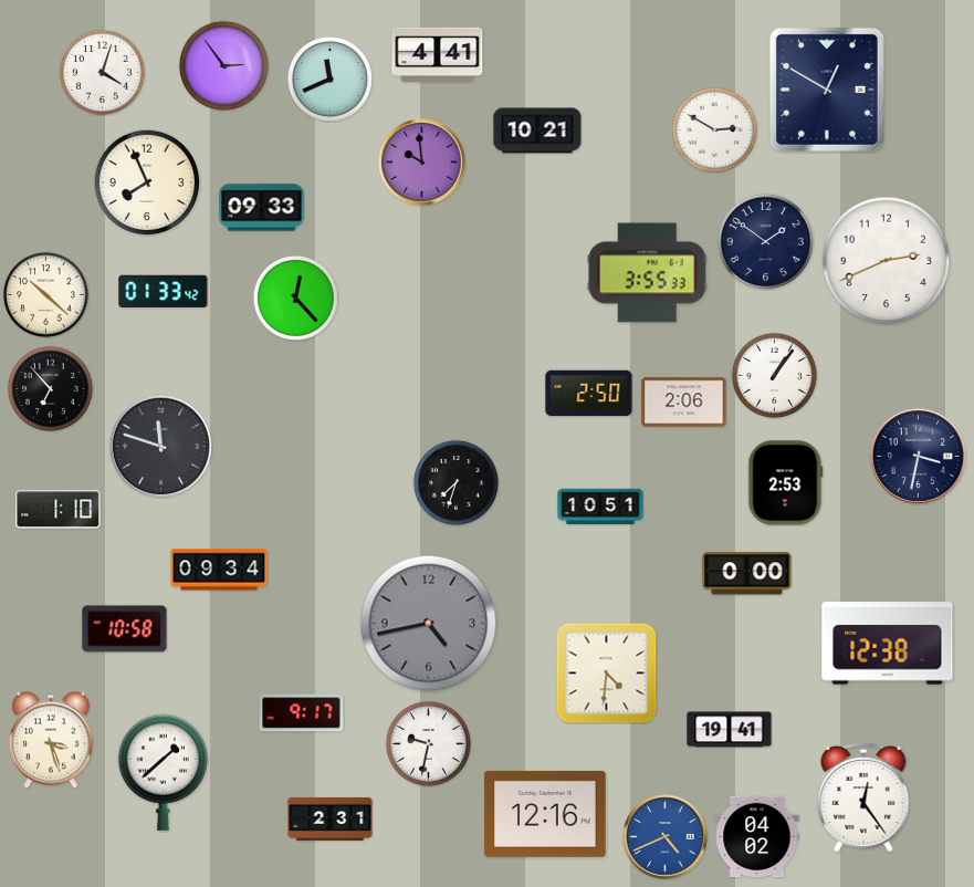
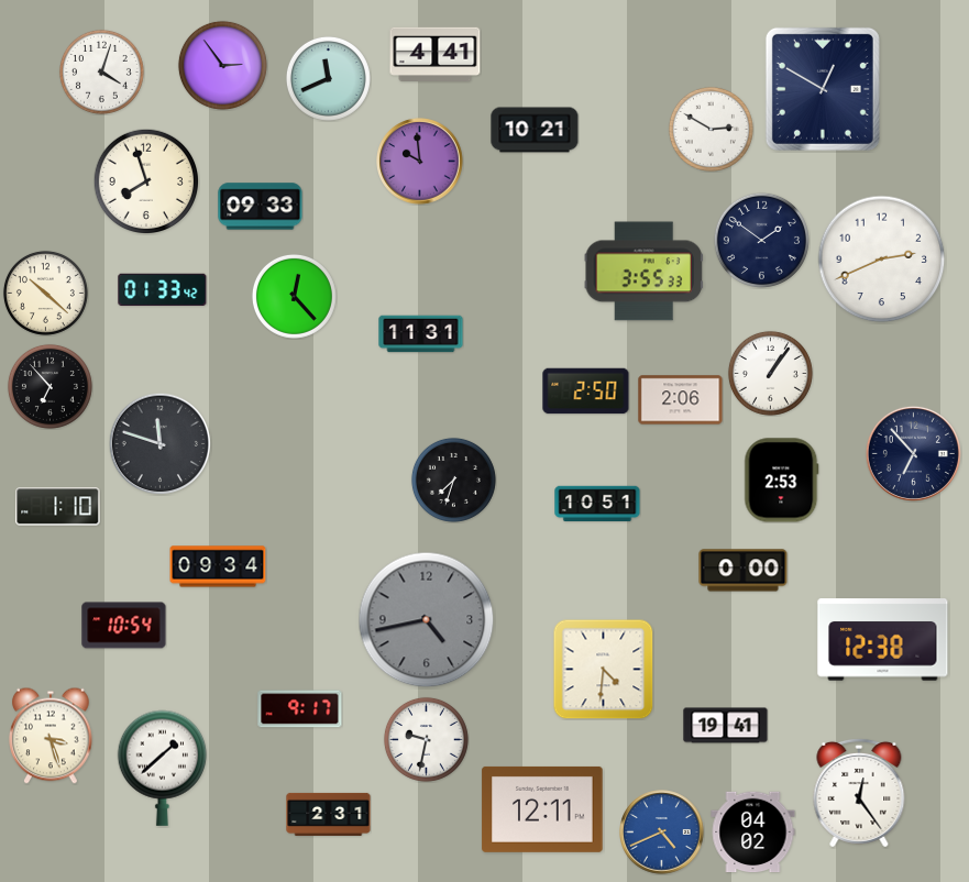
clock at (146, 181): 7:56 -> 7:57
clock at (421, 334): none -> 11:31
clock at (918, 456): 3:32 -> 6:53
clock at (125, 629): 10:58 -> 10:54
clock at (545, 814): 12:16 -> 12:11
